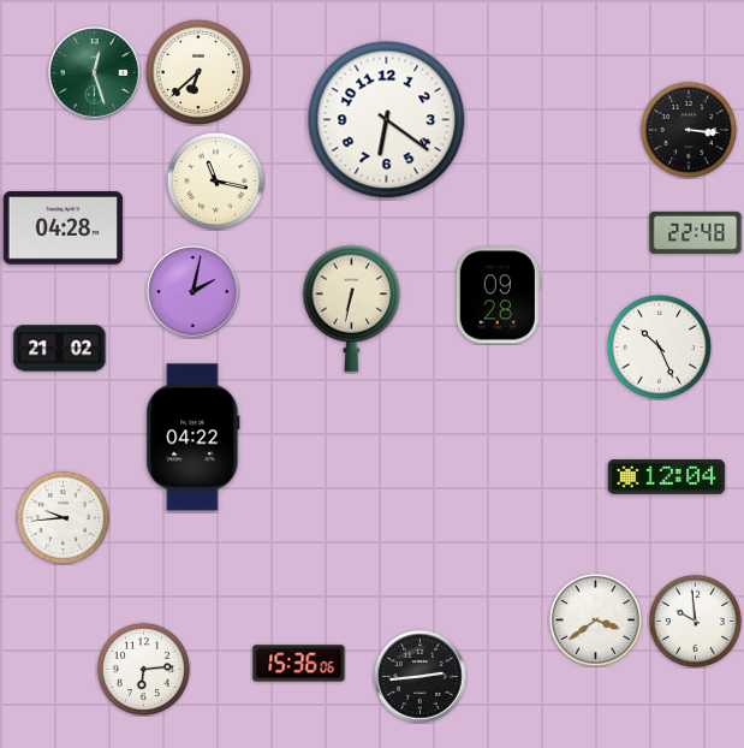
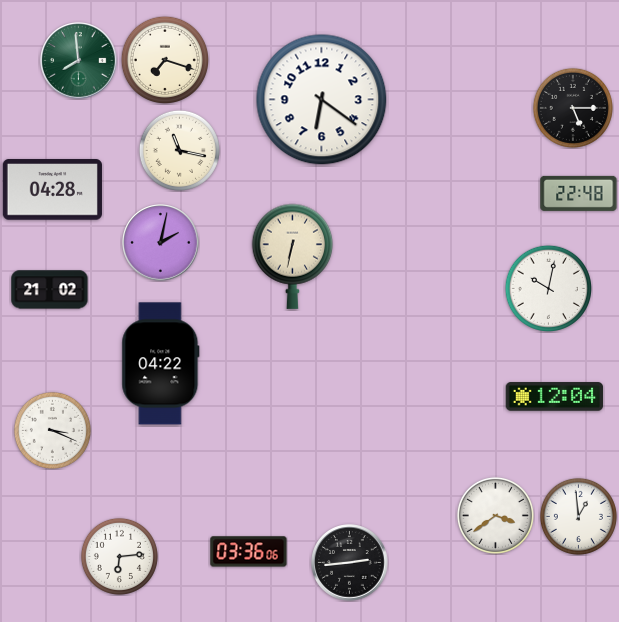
clock at (197, 71): 6:38 -> 7:18
clock at (95, 73): 12:27 -> 7:59
clock at (689, 130): 3:16 -> 5:15
clock at (498, 296): 09:28 -> none
clock at (659, 346): 10:26 -> 10:02
clock at (63, 517): 9:44 -> 3:19
clock at (695, 621): 9:59 -> 12:59
clock at (299, 664): 15:36 -> 03:36
